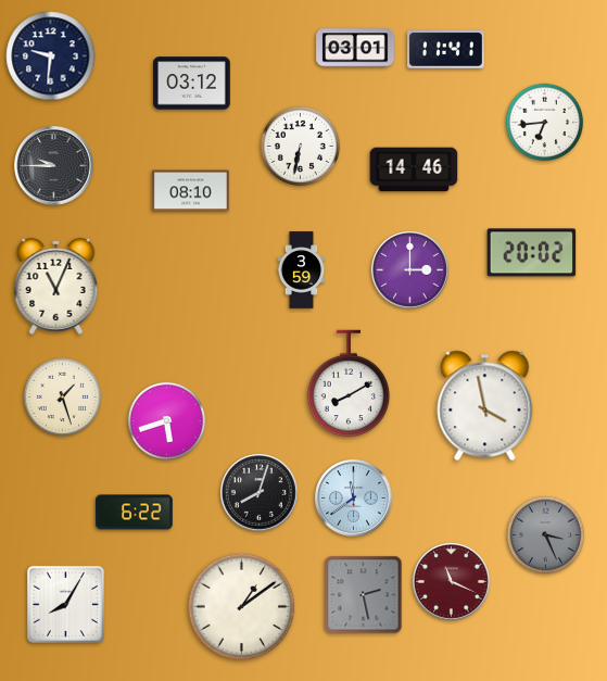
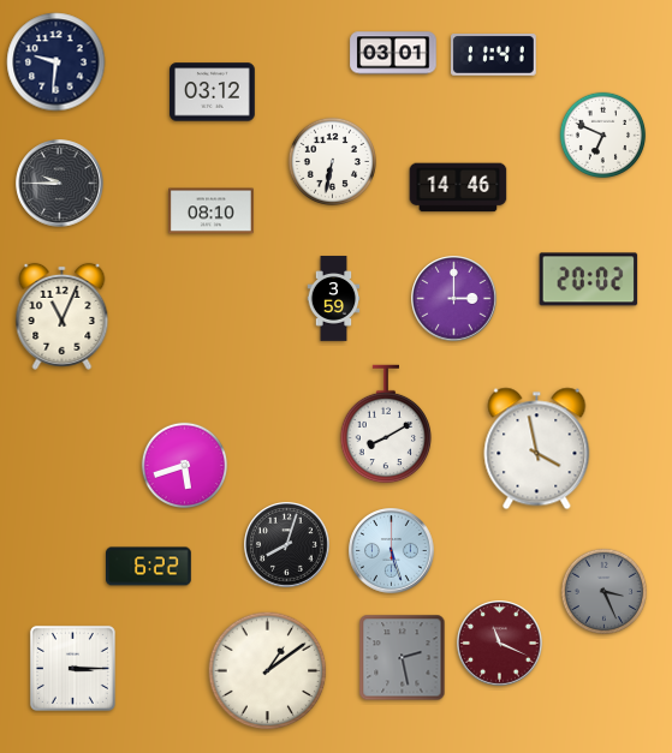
clock at (545, 123): 6:44 -> 6:49
clock at (63, 398): 1:27 -> none
clock at (354, 499): 11:39 -> 5:27
clock at (65, 604): 8:05 -> 3:15
